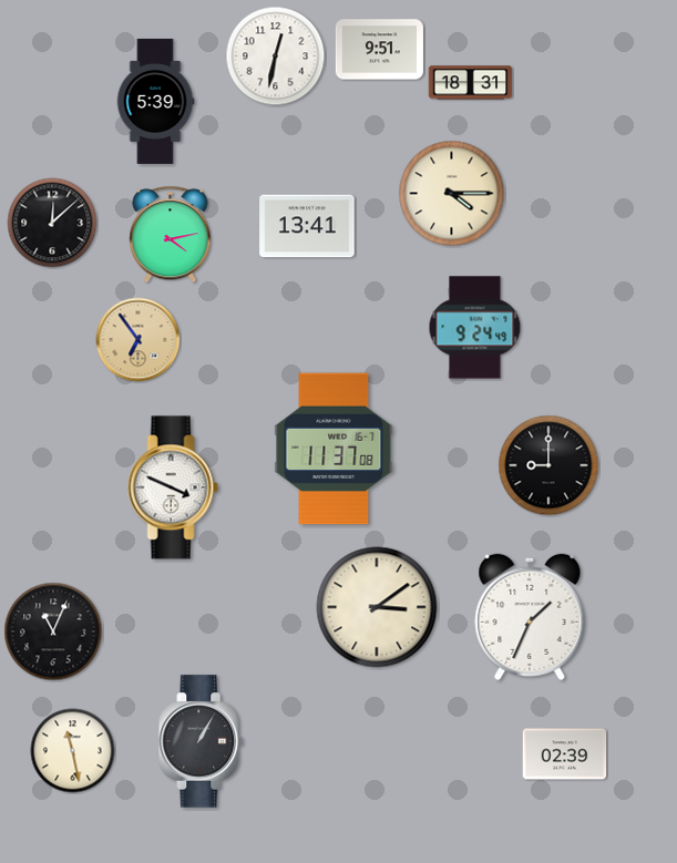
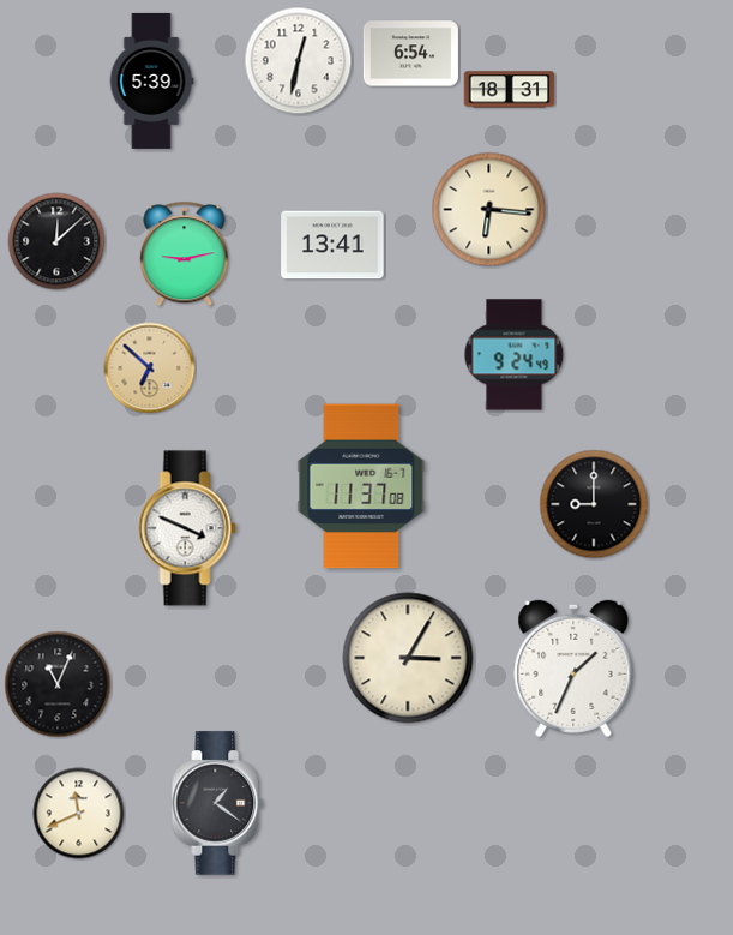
clock at (379, 50): 9:51 -> 6:54
clock at (155, 101) position: (155, 101) -> (151, 80)
clock at (452, 194): 4:15 -> 6:16
clock at (171, 235): 4:13 -> 9:13
clock at (139, 340): 6:54 -> 6:52
clock at (377, 607): 3:09 -> 3:05
clock at (201, 741): 1:05 -> 1:21
clock at (73, 751): 11:28 -> 11:41
clock at (565, 754): 02:39 -> none
